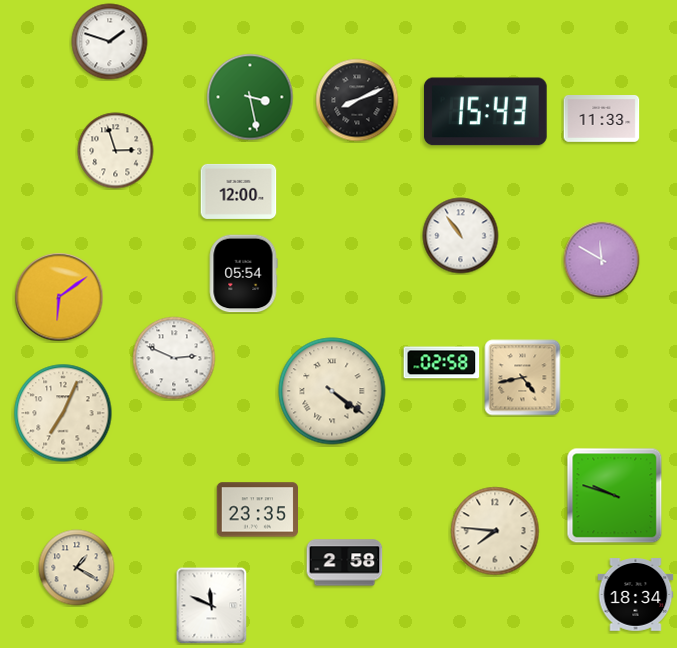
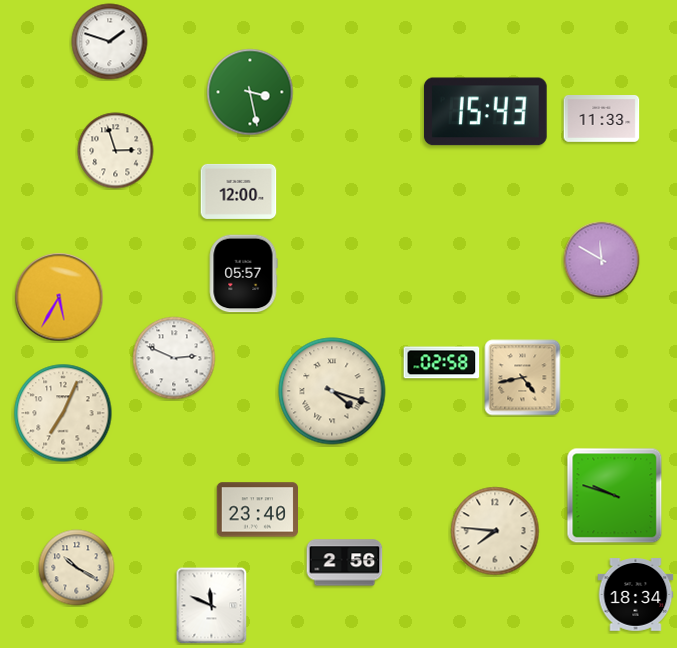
clock at (250, 97) position: (250, 97) -> (250, 92)
clock at (357, 100): 8:11 -> none
clock at (461, 236): 10:54 -> none
clock at (243, 274): 05:54 -> 05:57
clock at (59, 297): 6:09 -> 5:35
clock at (332, 391): 4:21 -> 4:18
clock at (257, 510): 23:35 -> 23:40
clock at (345, 563): 2:58 -> 2:56
clock at (77, 568): 1:20 -> 10:20
